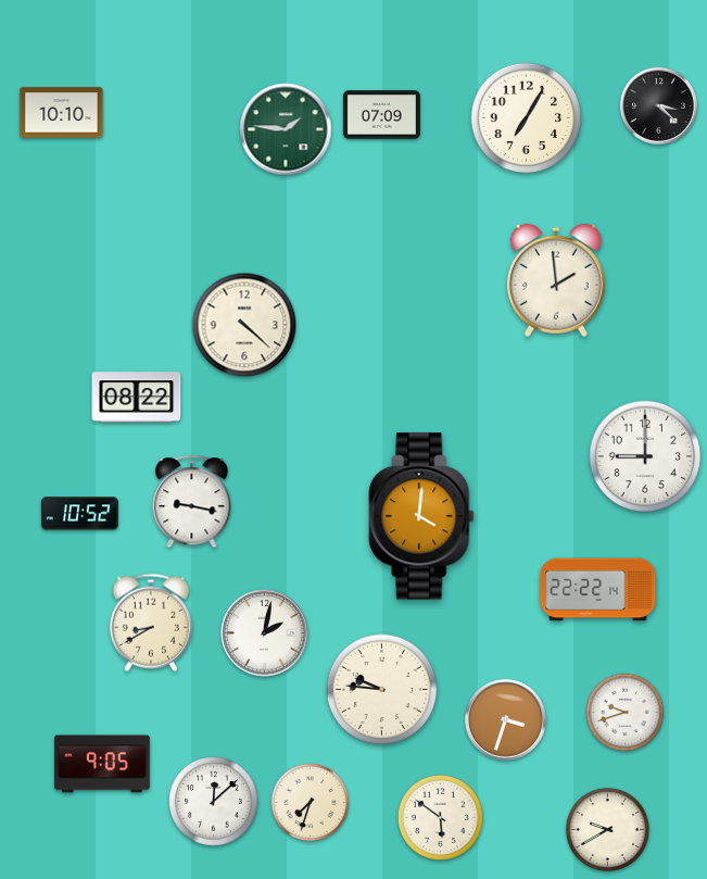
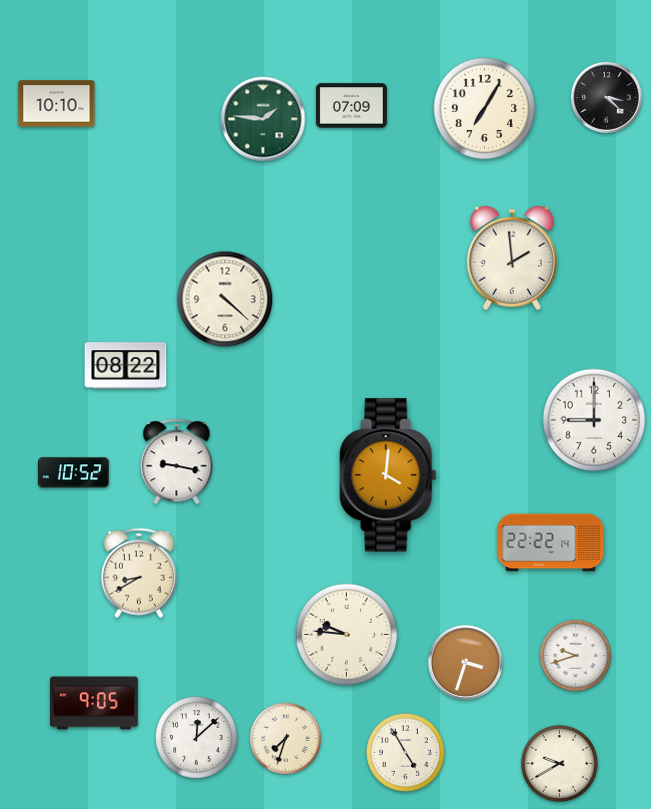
clock at (265, 633): 2:02 -> none
clock at (382, 690) position: (382, 690) -> (347, 635)
clock at (440, 817): 5:51 -> 4:55
